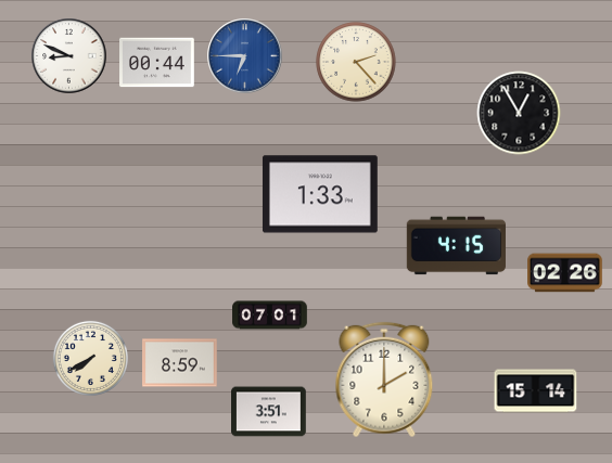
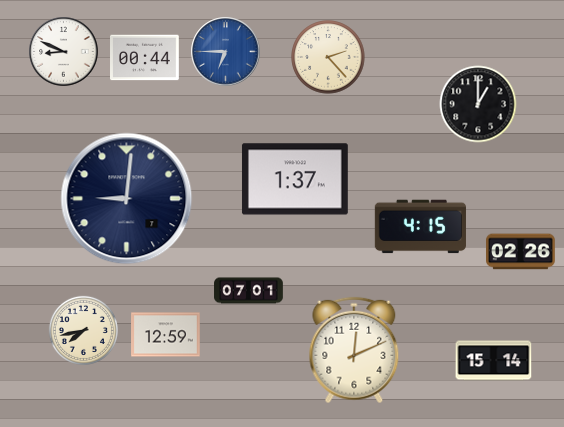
clock at (519, 113): 12:55 -> 1:00
clock at (320, 194): 1:33 -> 1:37
clock at (127, 199): none -> 9:01
clock at (90, 358): 7:40 -> 7:43
clock at (180, 363): 8:59 -> 12:59
clock at (384, 380): 2:00 -> 12:11
clock at (269, 412): 3:51 -> none
